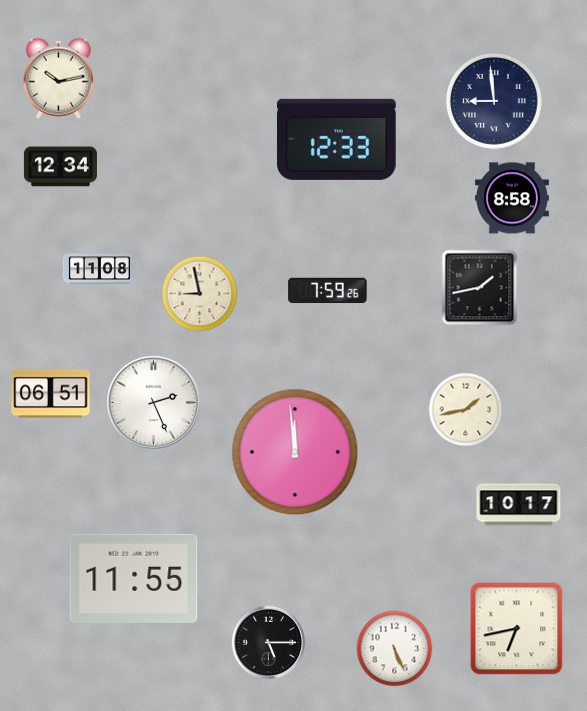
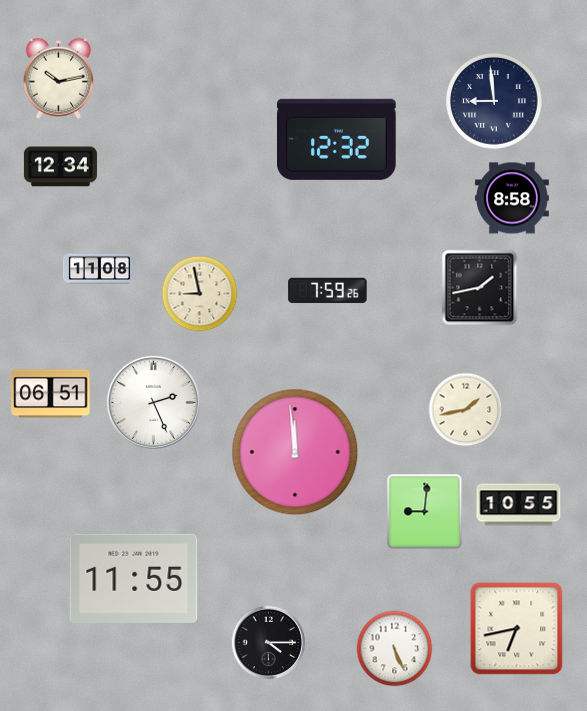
clock at (337, 139): 12:33 -> 12:32
clock at (519, 505): 10:17 -> 10:55
clock at (425, 512): none -> 9:01
clock at (269, 643): 5:15 -> 4:15
